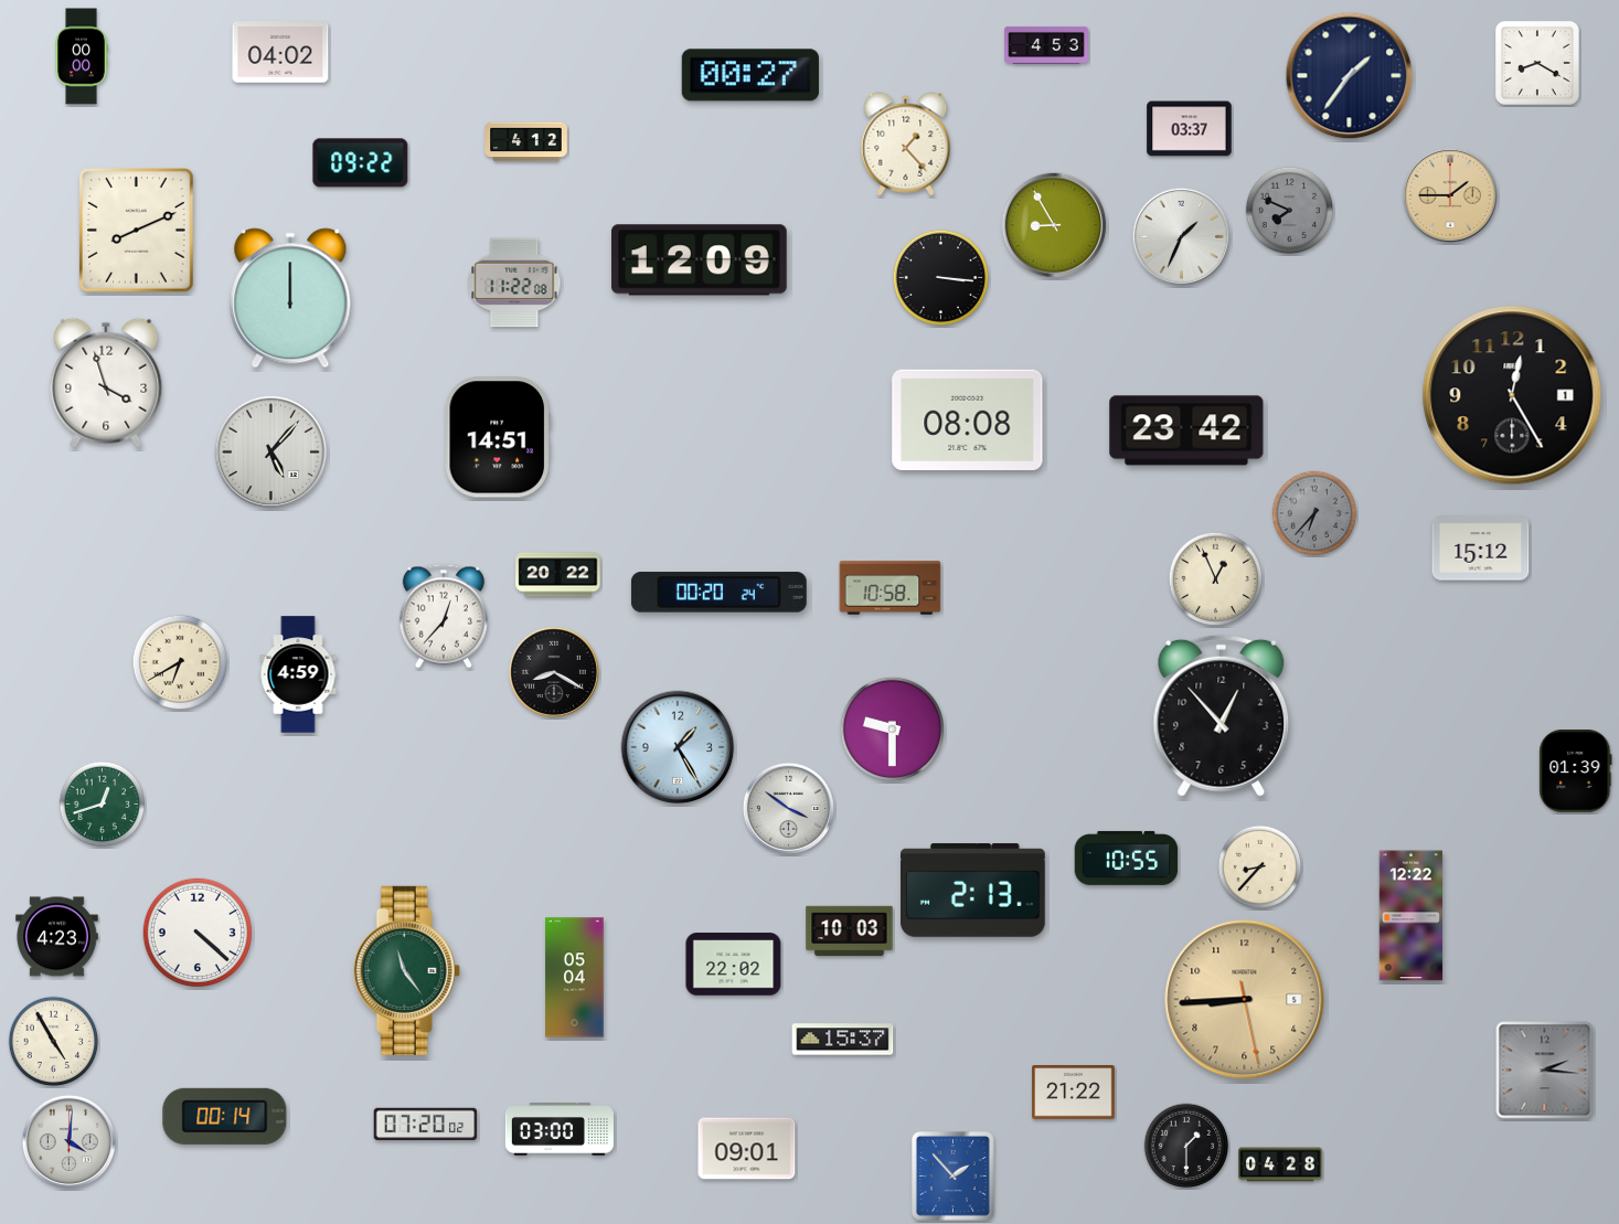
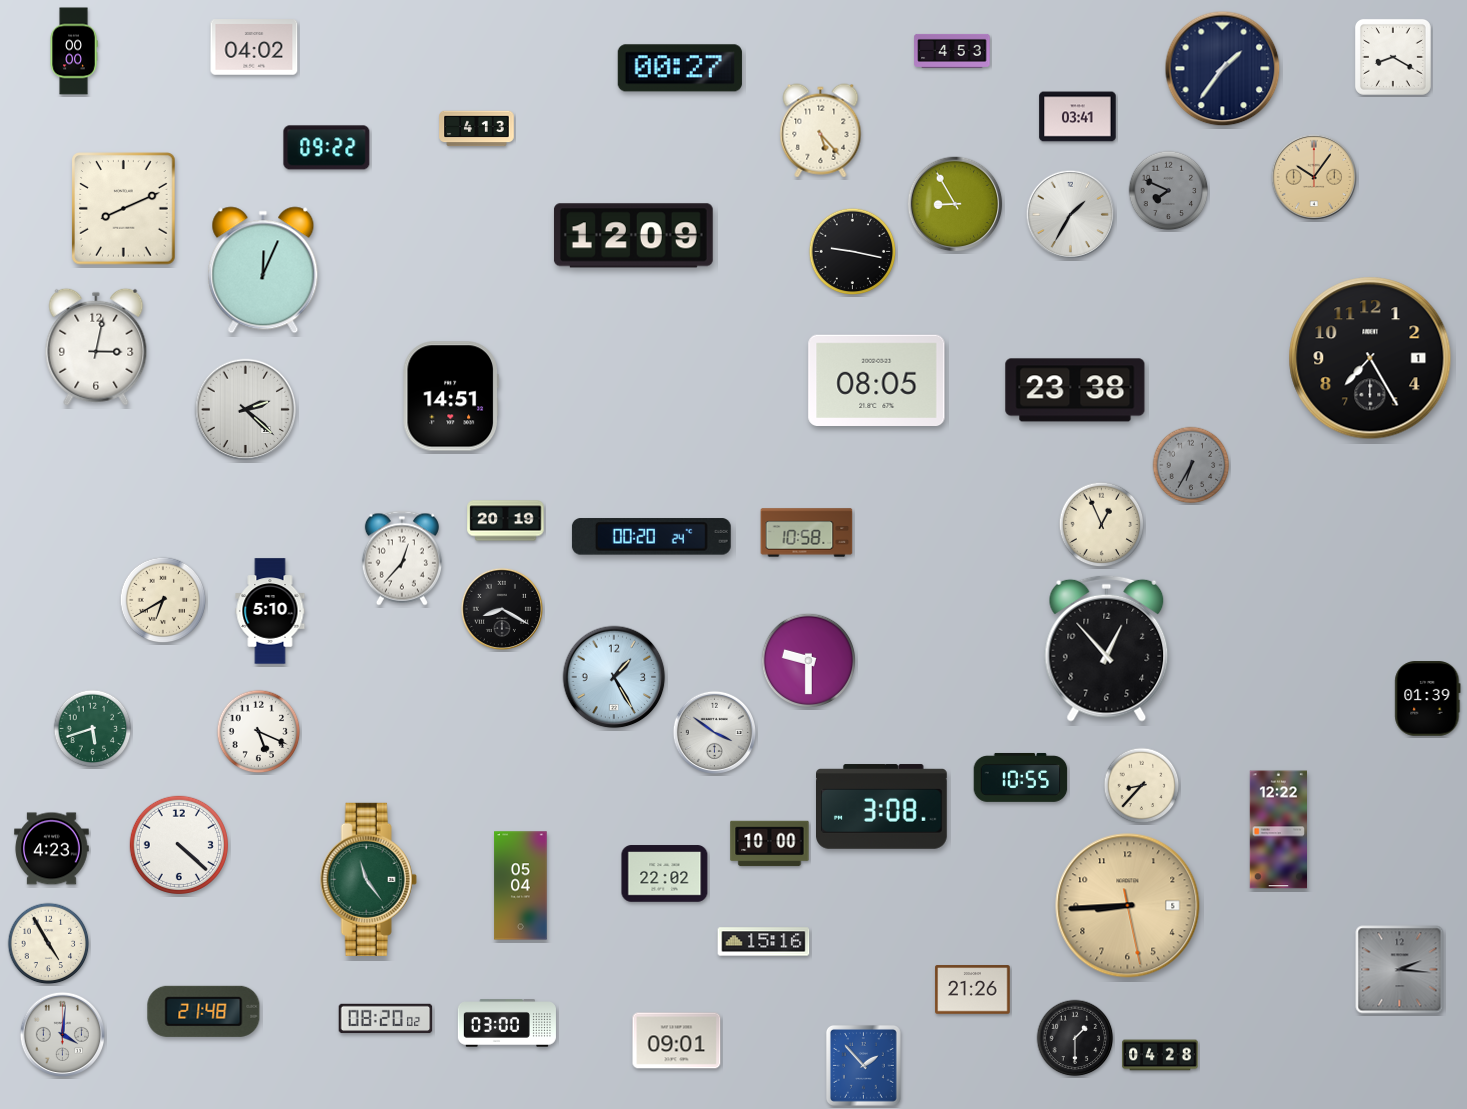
clock at (1046, 45) position: (1046, 45) -> (952, 51)
clock at (1190, 129): 03:37 -> 03:41
clock at (526, 142): 4:12 -> 4:13
clock at (906, 145): 1:23 -> 5:23
clock at (1449, 194): 1:45 -> 10:06
clock at (1181, 236): 1:34 -> 1:35
clock at (941, 278): 3:16 -> 9:17
clock at (514, 283): 11:22 -> none
clock at (290, 298): 12:00 -> 12:04
clock at (106, 383): 3:57 -> 3:02
clock at (1512, 395): 12:25 -> 7:25
clock at (968, 419): 08:08 -> 08:05
clock at (1186, 430): 23:42 -> 23:38
clock at (271, 453): 5:07 -> 2:22
clock at (1314, 513): 6:37 -> 6:35
clock at (1481, 549): 15:12 -> none
clock at (558, 575): 20:22 -> 20:19
clock at (298, 674): 4:59 -> 5:10
clock at (103, 805): 12:42 -> 5:42
clock at (259, 732): none -> 5:19
clock at (973, 891): 2:13 -> 3:08
clock at (850, 932): 10:03 -> 10:00
clock at (843, 1040): 15:37 -> 15:16
clock at (1074, 1093): 21:22 -> 21:26
clock at (225, 1116): 00:14 -> 21:48
clock at (426, 1125): 07:20 -> 08:20
